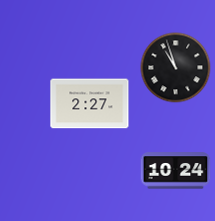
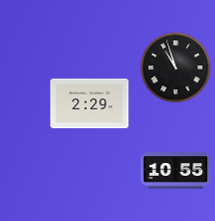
clock at (90, 104): 2:27 -> 2:29
clock at (176, 171): 10:24 -> 10:55
